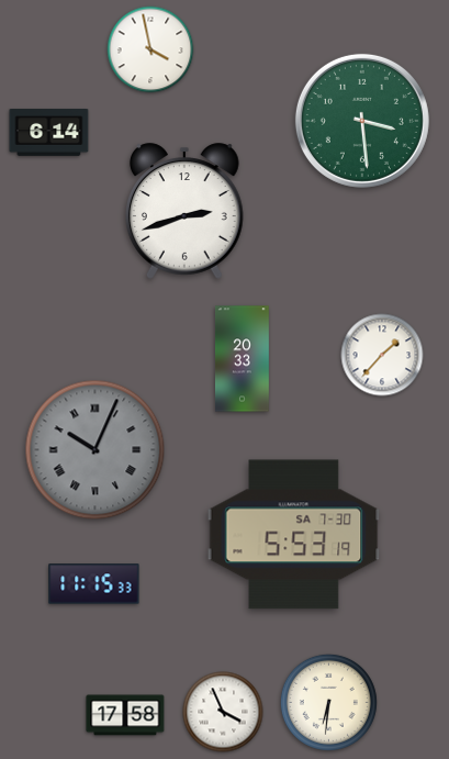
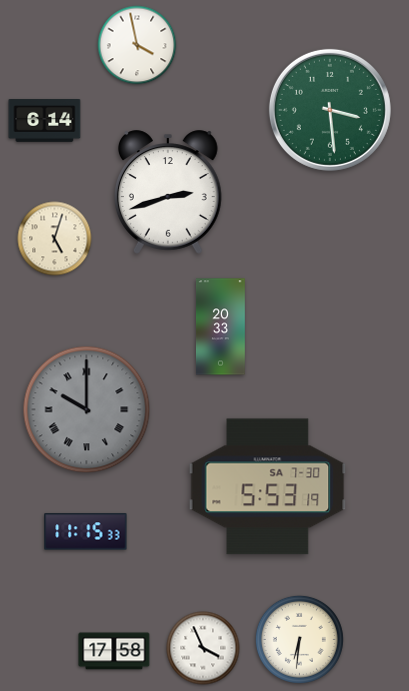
clock at (55, 239): none -> 5:03
clock at (382, 355): 1:37 -> none
clock at (96, 450): 10:04 -> 10:00
